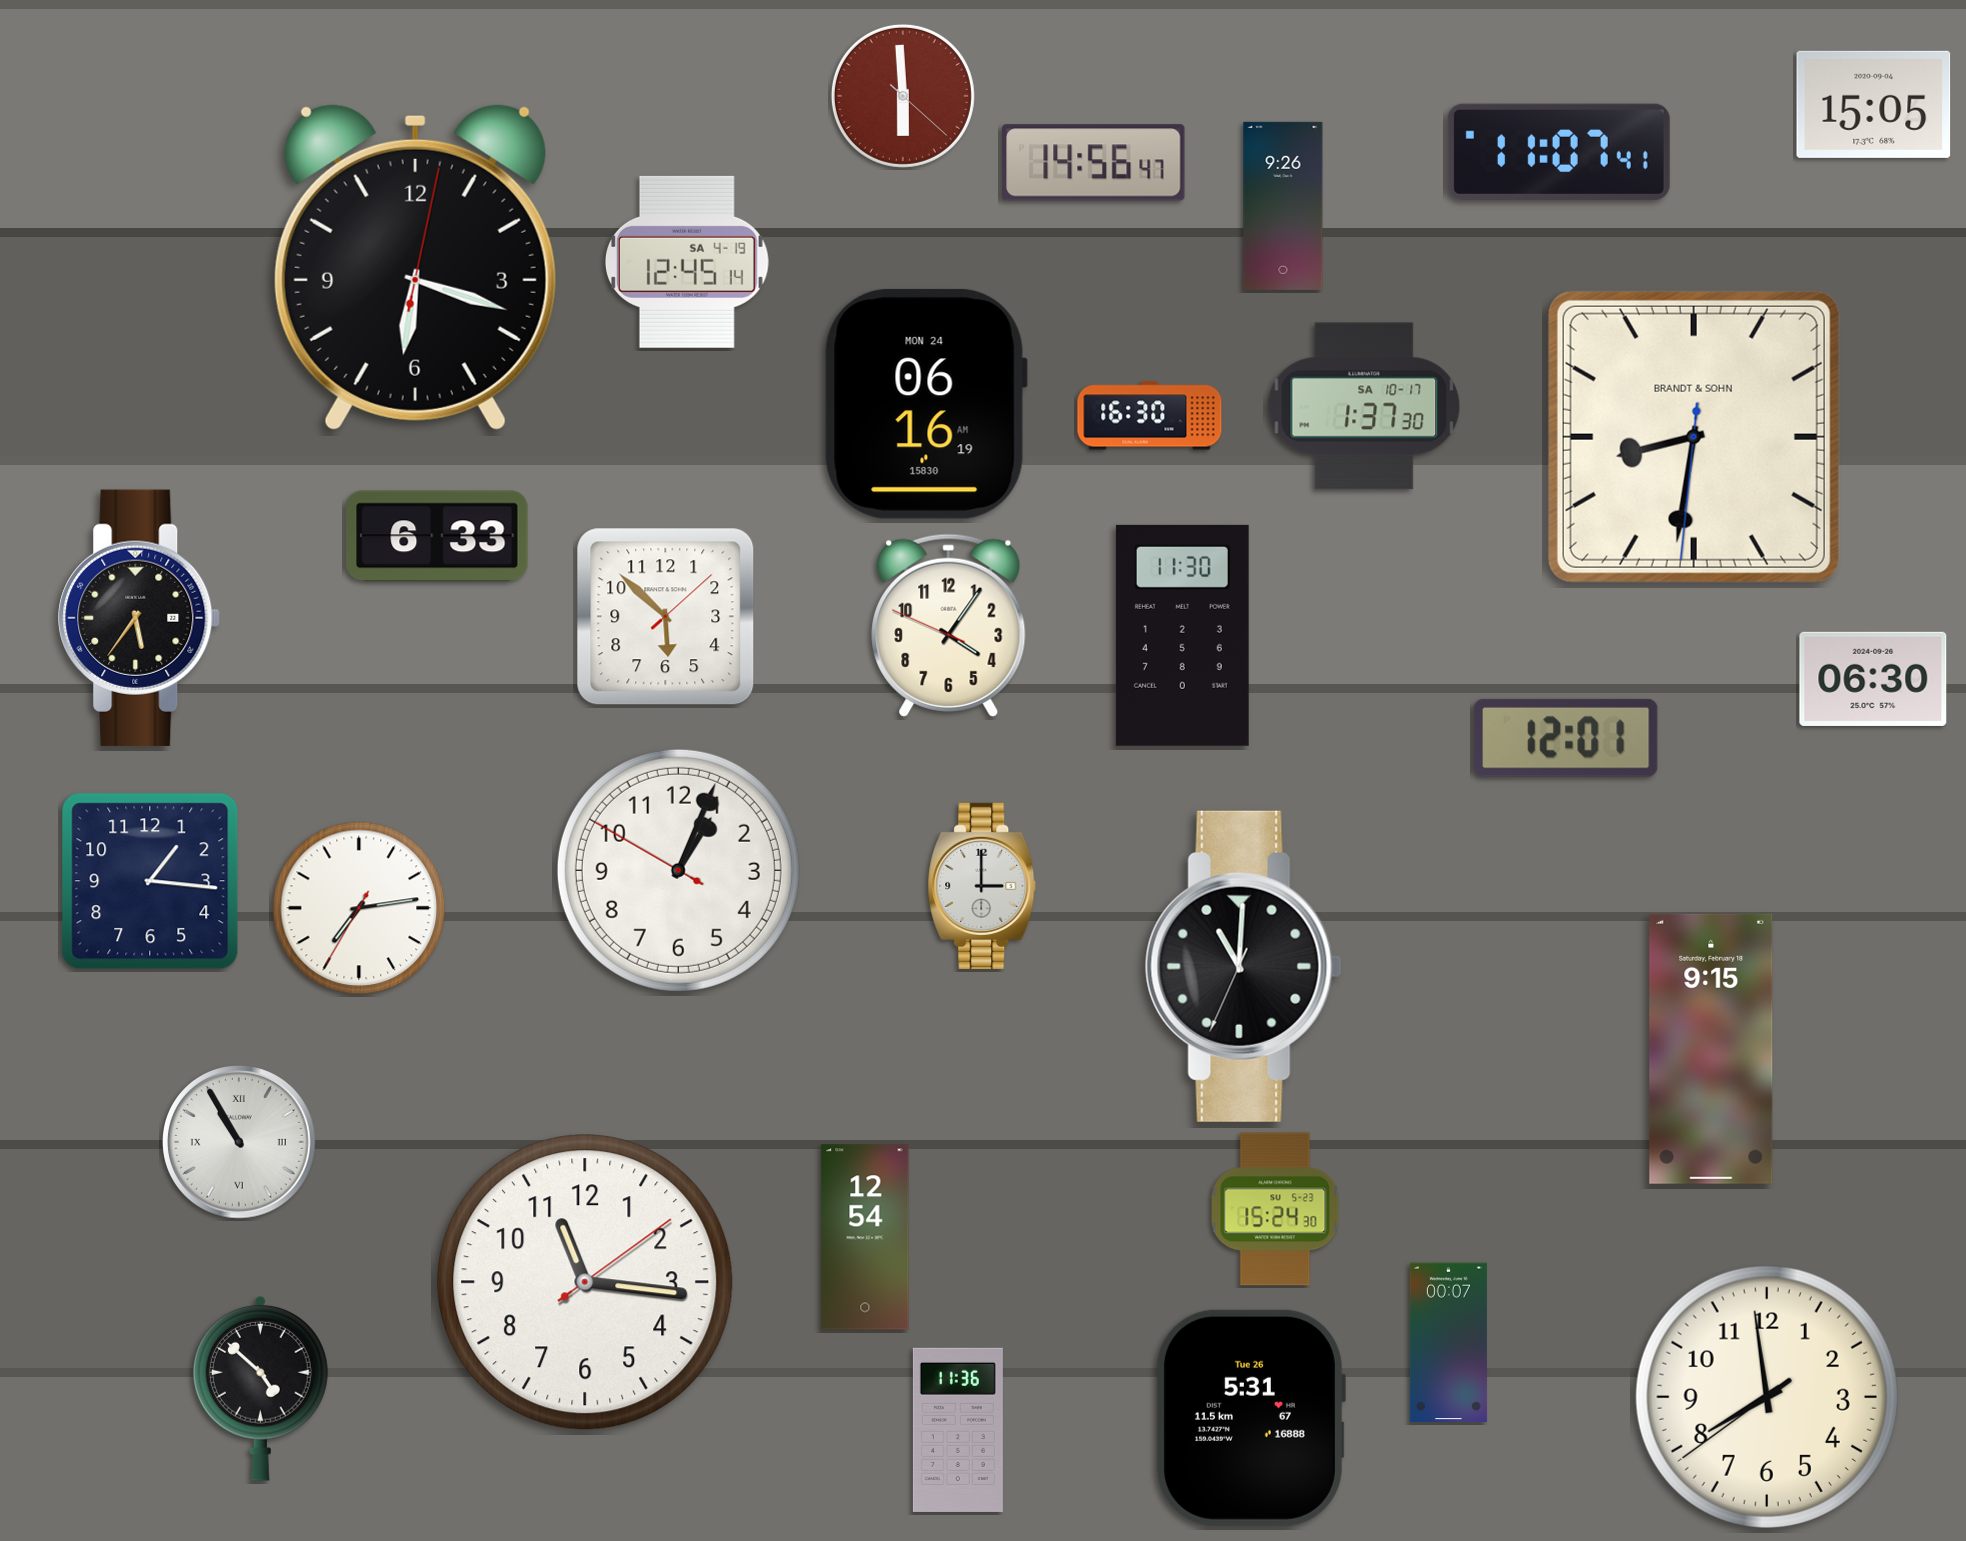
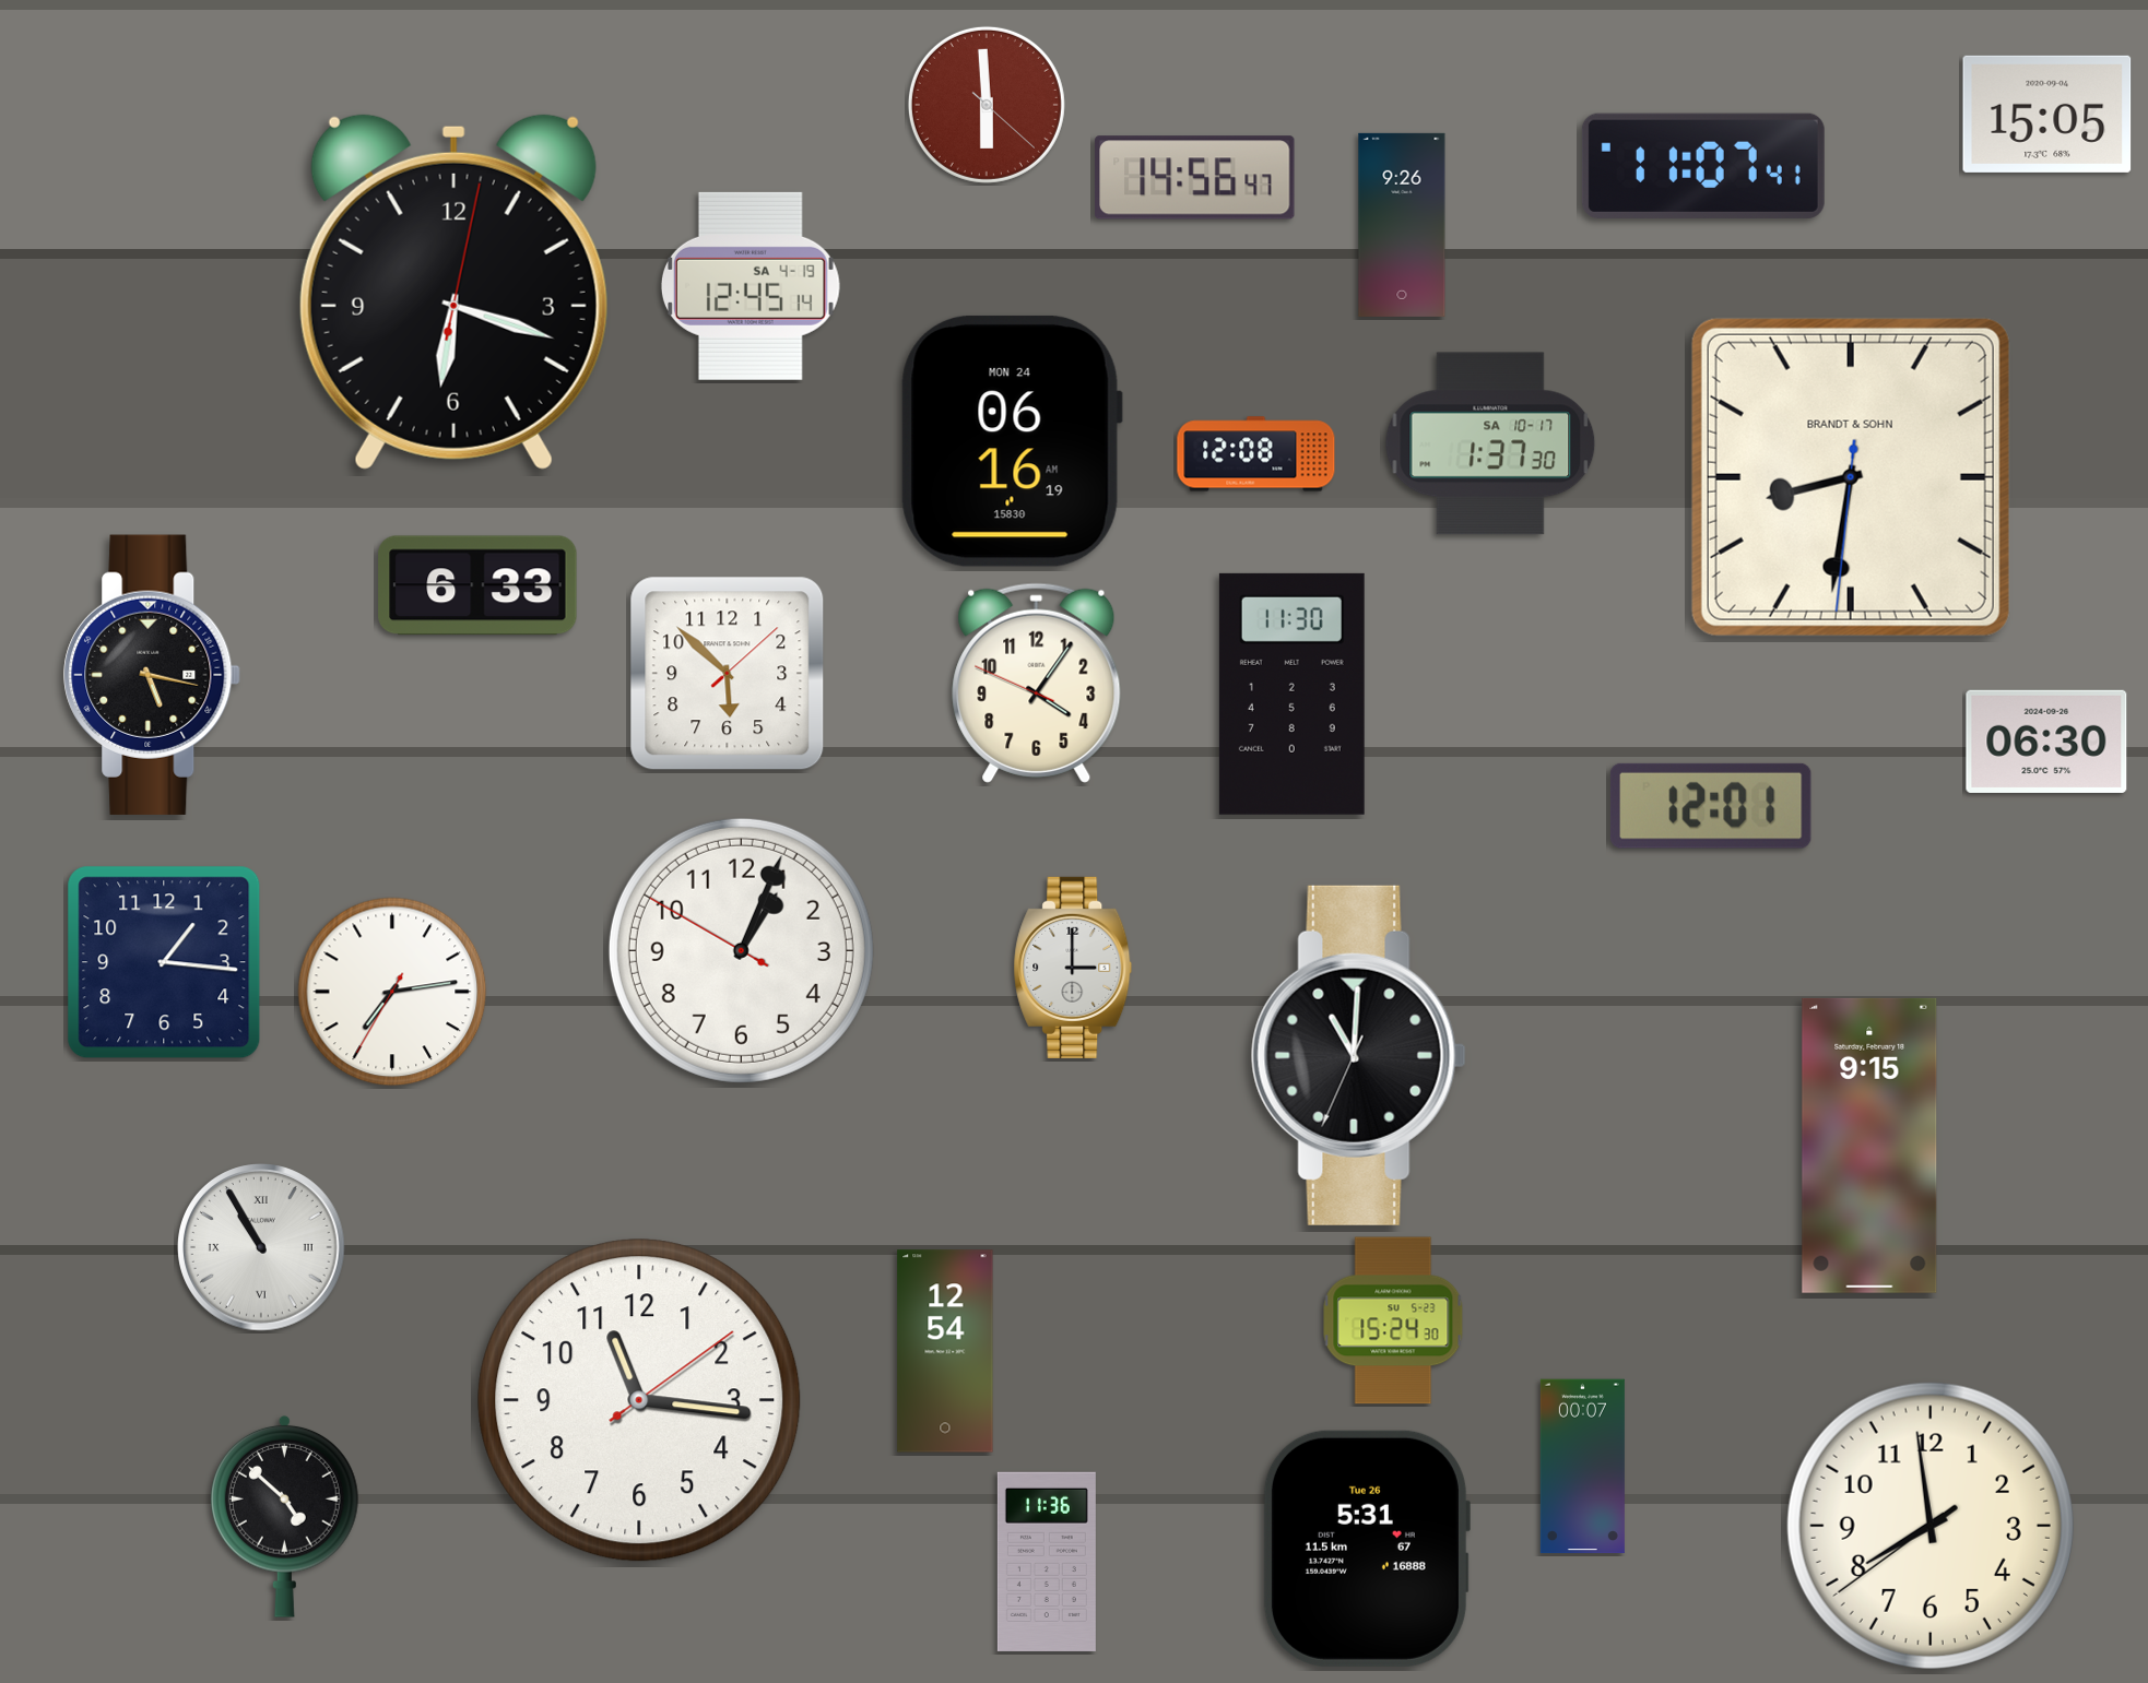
clock at (1150, 416): 16:30 -> 12:08
clock at (139, 618): 5:36 -> 5:17
